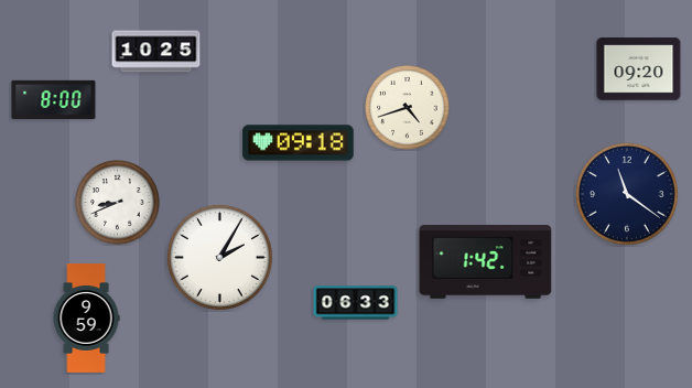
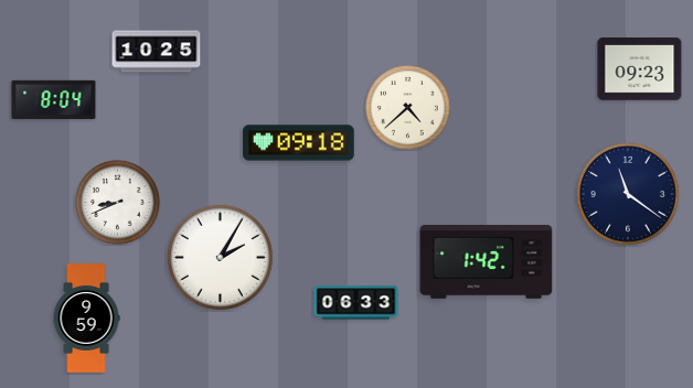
clock at (639, 69): 09:20 -> 09:23
clock at (54, 99): 8:00 -> 8:04
clock at (408, 108): 4:42 -> 4:38
